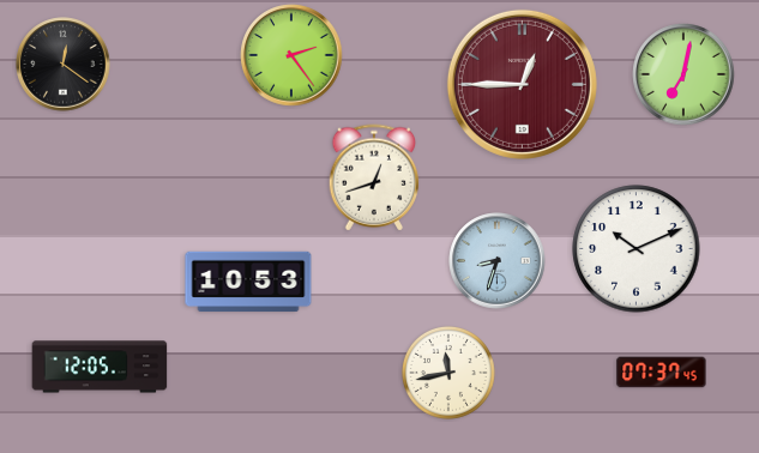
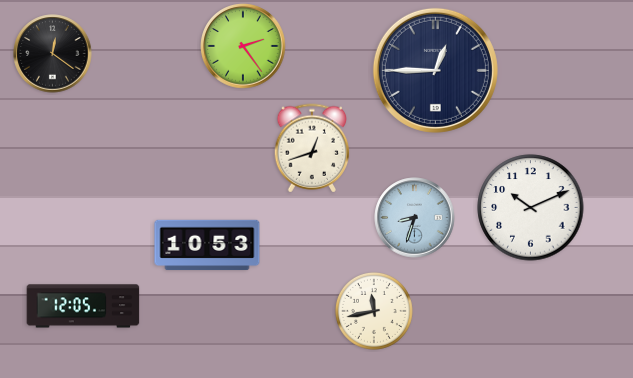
clock at (683, 74): 7:02 -> none
clock at (522, 84) dial: burgundy -> navy
clock at (248, 282) position: (248, 282) -> (207, 245)
clock at (662, 373): 07:37 -> none
